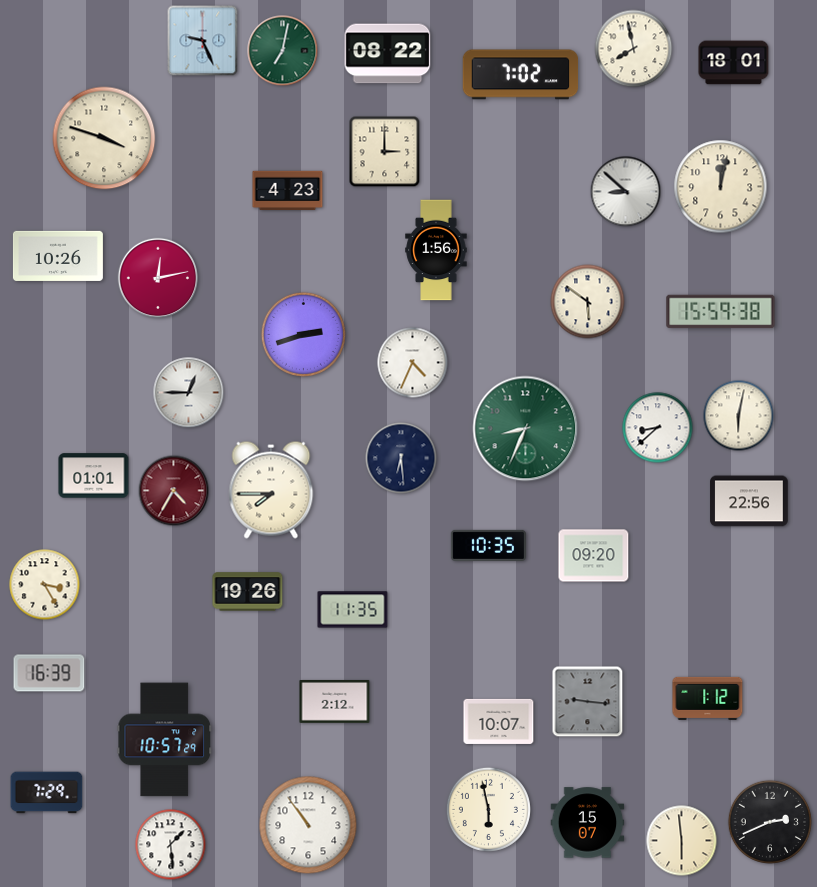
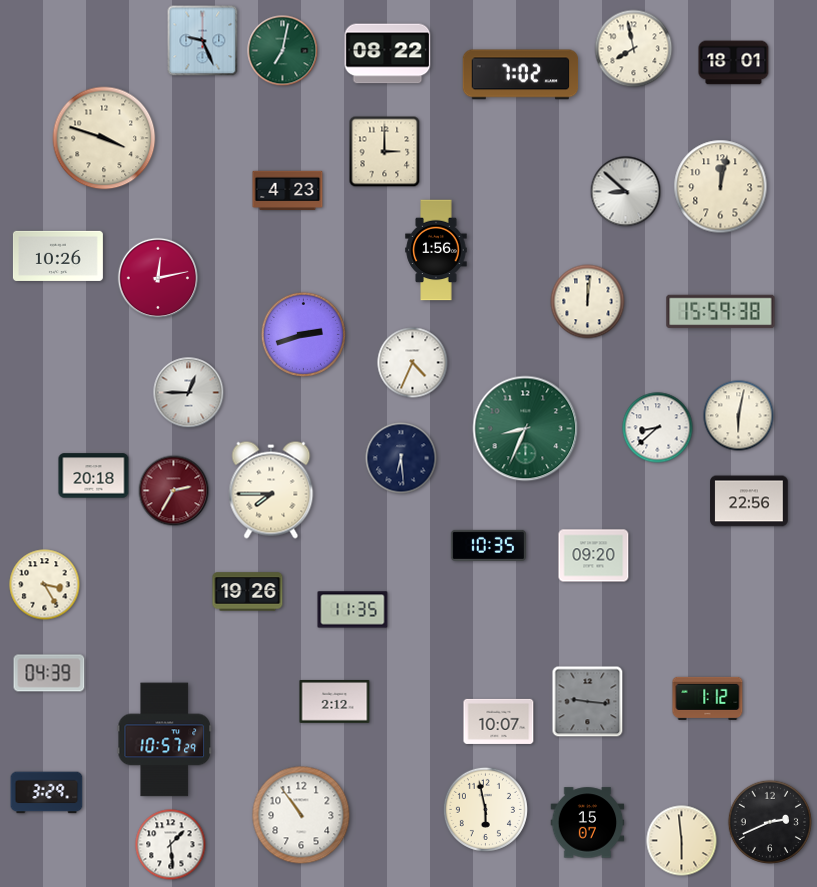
clock at (588, 302): 5:51 -> 12:01
clock at (94, 476): 01:01 -> 20:18
clock at (174, 491): 4:35 -> 2:35
clock at (49, 673): 16:39 -> 04:39
clock at (47, 793): 7:29 -> 3:29
clock at (488, 809) position: (488, 809) -> (485, 809)
clock at (308, 825) position: (308, 825) -> (301, 815)
